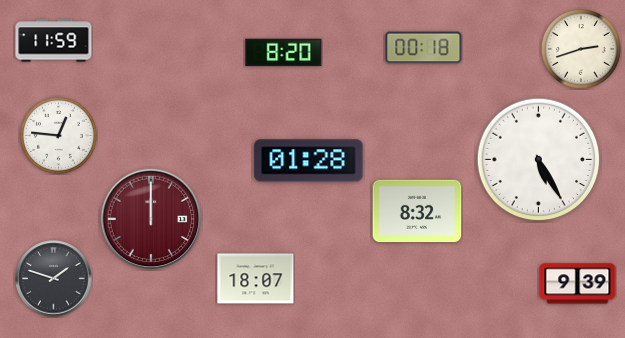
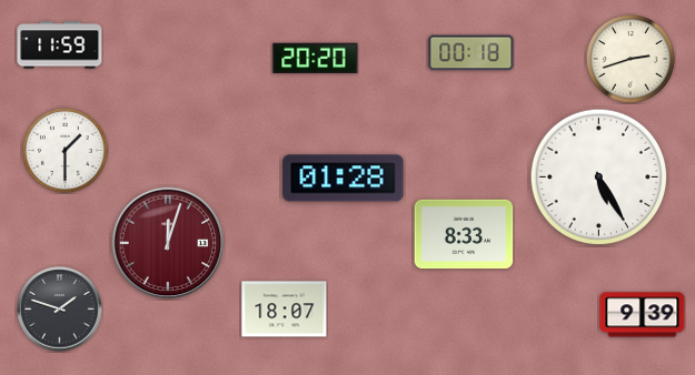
clock at (581, 49) position: (581, 49) -> (631, 59)
clock at (284, 53): 8:20 -> 20:20
clock at (59, 136): 12:46 -> 1:30
clock at (417, 211): 8:32 -> 8:33
clock at (151, 219): 12:00 -> 12:03
